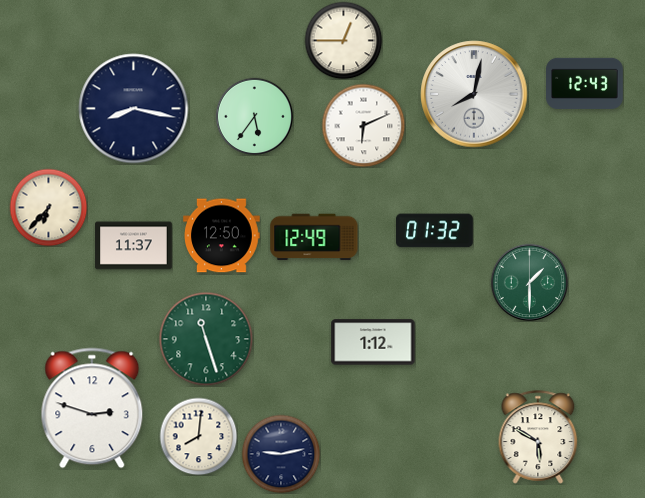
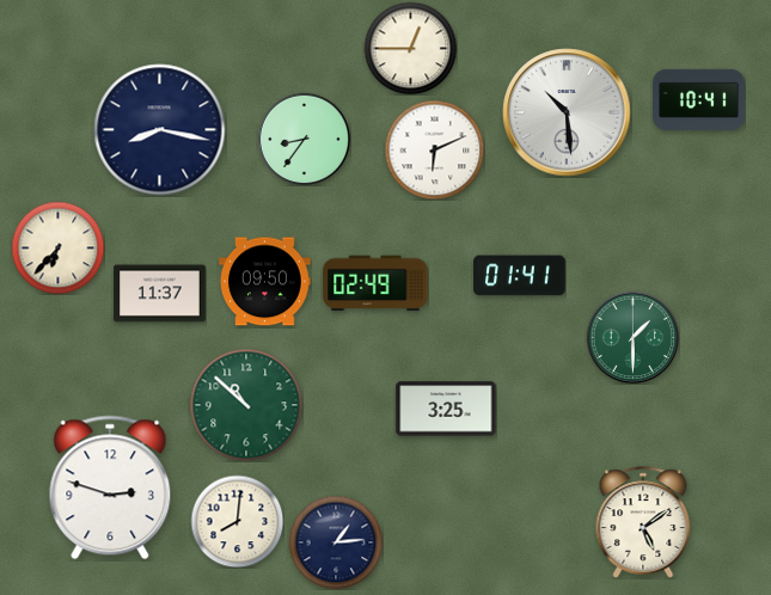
clock at (585, 83): 12:43 -> 10:41
clock at (474, 94): 8:02 -> 10:29
clock at (254, 116): 5:36 -> 8:36
clock at (435, 231): 01:32 -> 01:41
clock at (222, 236): 12:50 -> 09:50
clock at (314, 237): 12:49 -> 02:49
clock at (206, 339): 11:27 -> 10:52
clock at (373, 342): 1:12 -> 3:25
clock at (538, 437): 5:50 -> 5:09
clock at (281, 454): 9:13 -> 1:14
